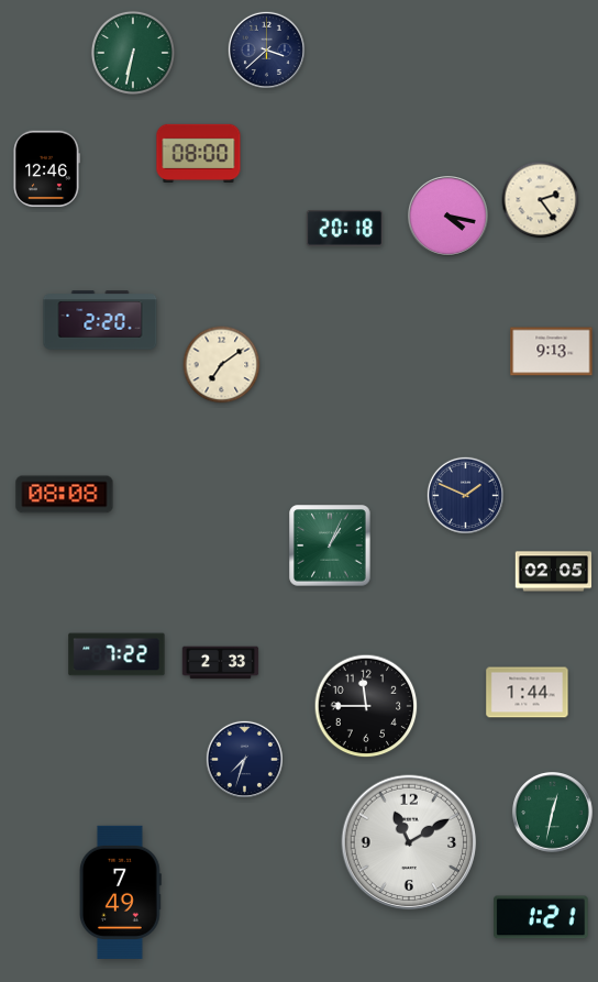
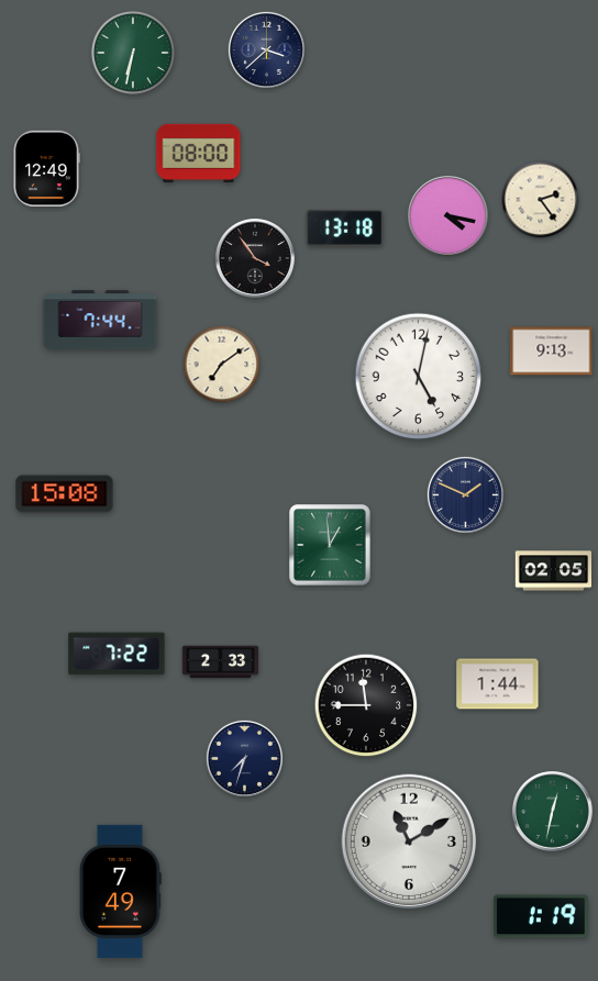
clock at (46, 169): 12:46 -> 12:49
clock at (345, 229): 20:18 -> 13:18
clock at (255, 258): none -> 3:54
clock at (100, 320): 2:20 -> 7:44
clock at (419, 377): none -> 5:02
clock at (65, 495): 08:08 -> 15:08
clock at (330, 545): 1:04 -> 12:59
clock at (528, 693) position: (528, 693) -> (498, 684)
clock at (541, 917): 1:21 -> 1:19
